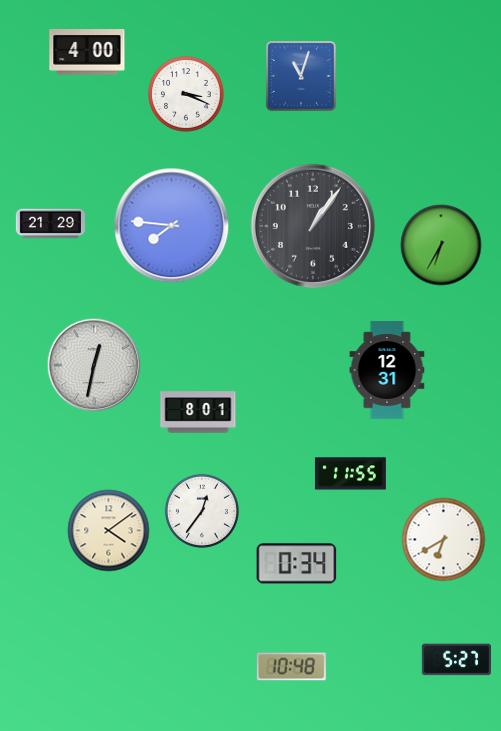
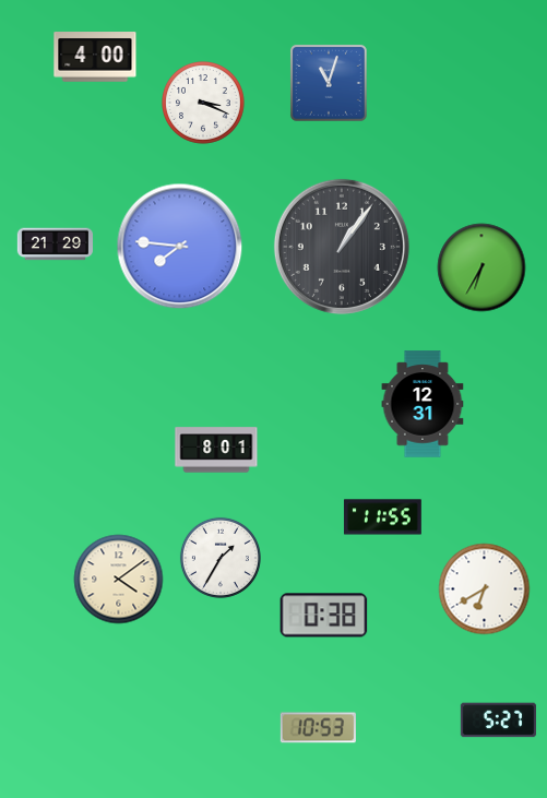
clock at (172, 226) position: (172, 226) -> (180, 247)
clock at (94, 365): 12:32 -> none
clock at (202, 511): 12:36 -> 1:35
clock at (297, 564): 0:34 -> 0:38
clock at (291, 667): 10:48 -> 10:53
